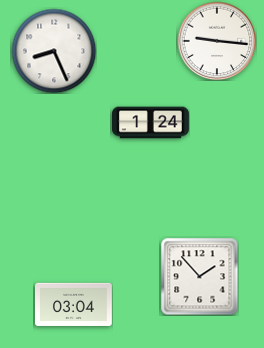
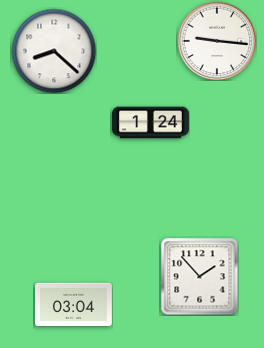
clock at (54, 51): 8:26 -> 8:22
